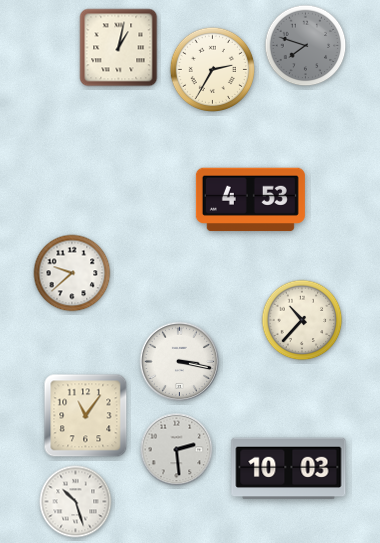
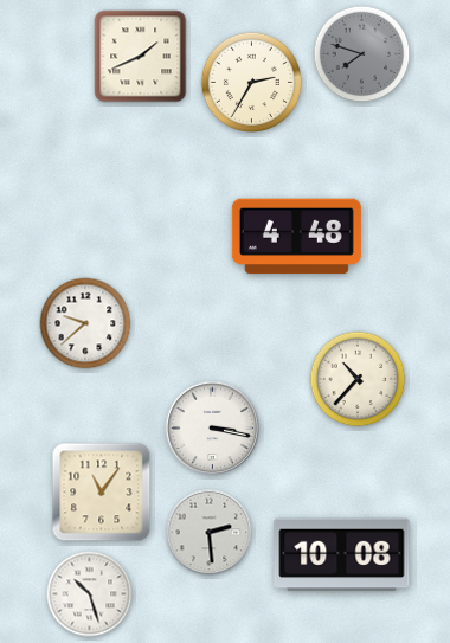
clock at (119, 48): 1:02 -> 1:41
clock at (250, 200): 4:53 -> 4:48
clock at (289, 469): 10:03 -> 10:08
